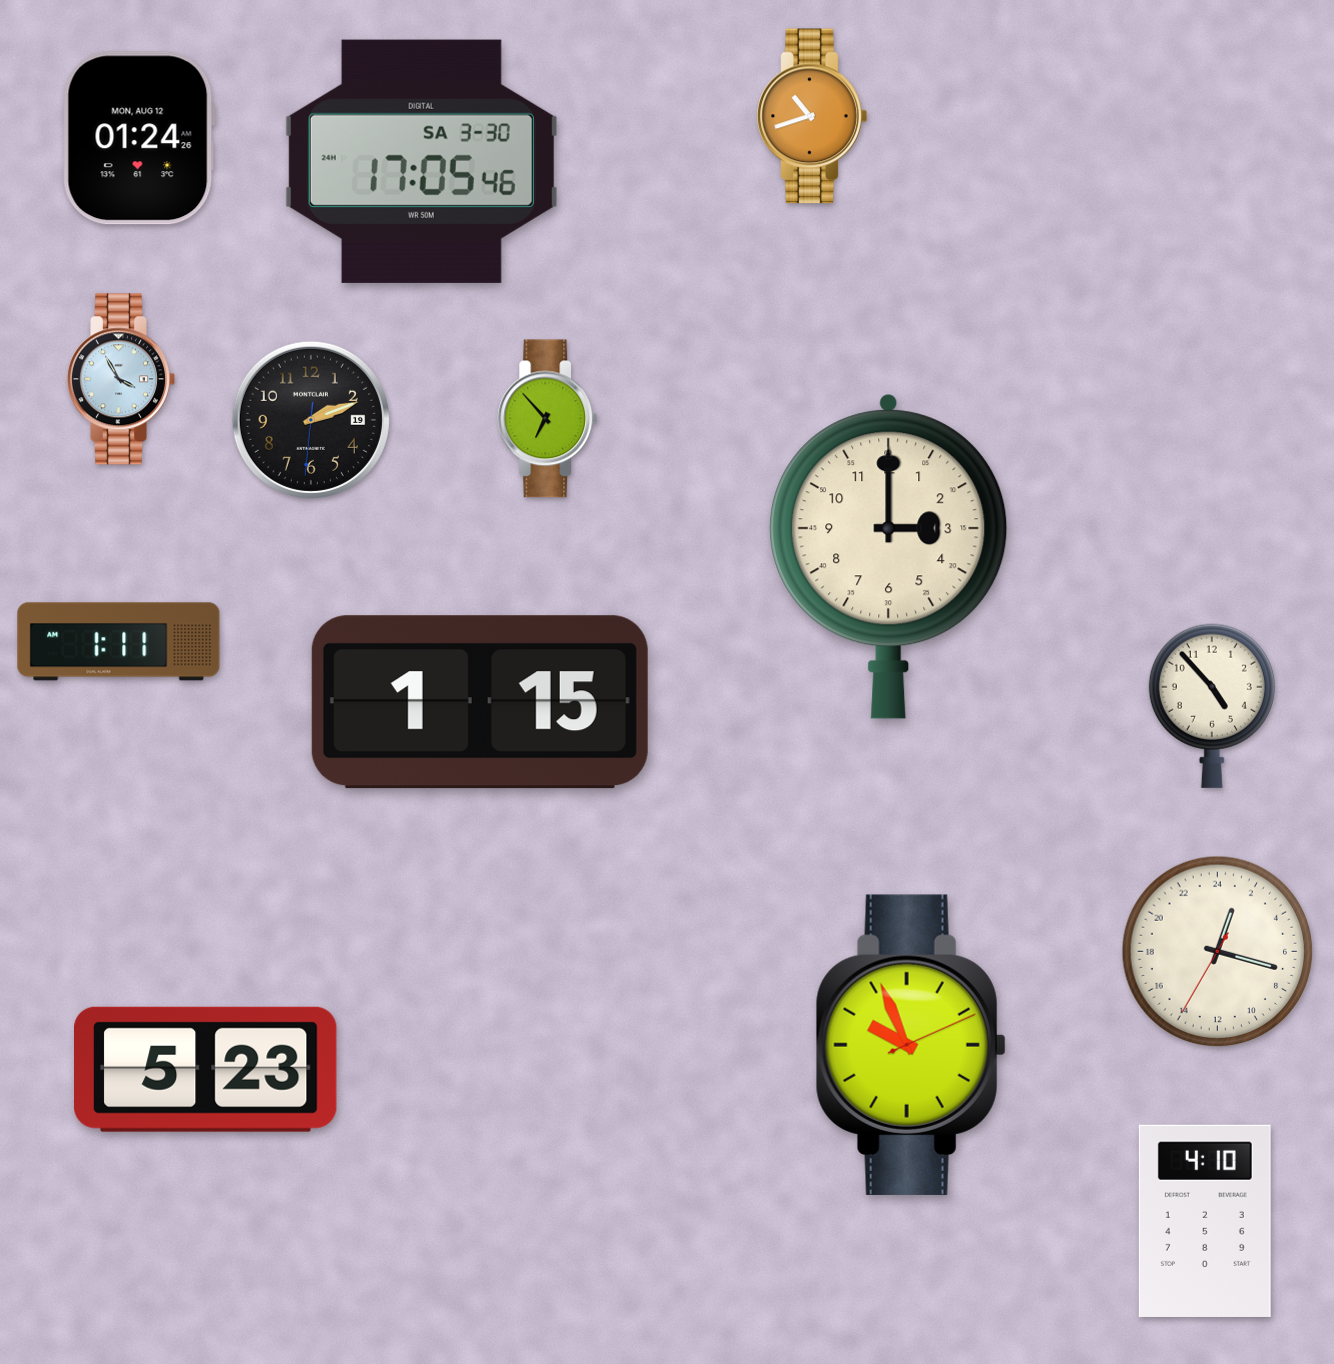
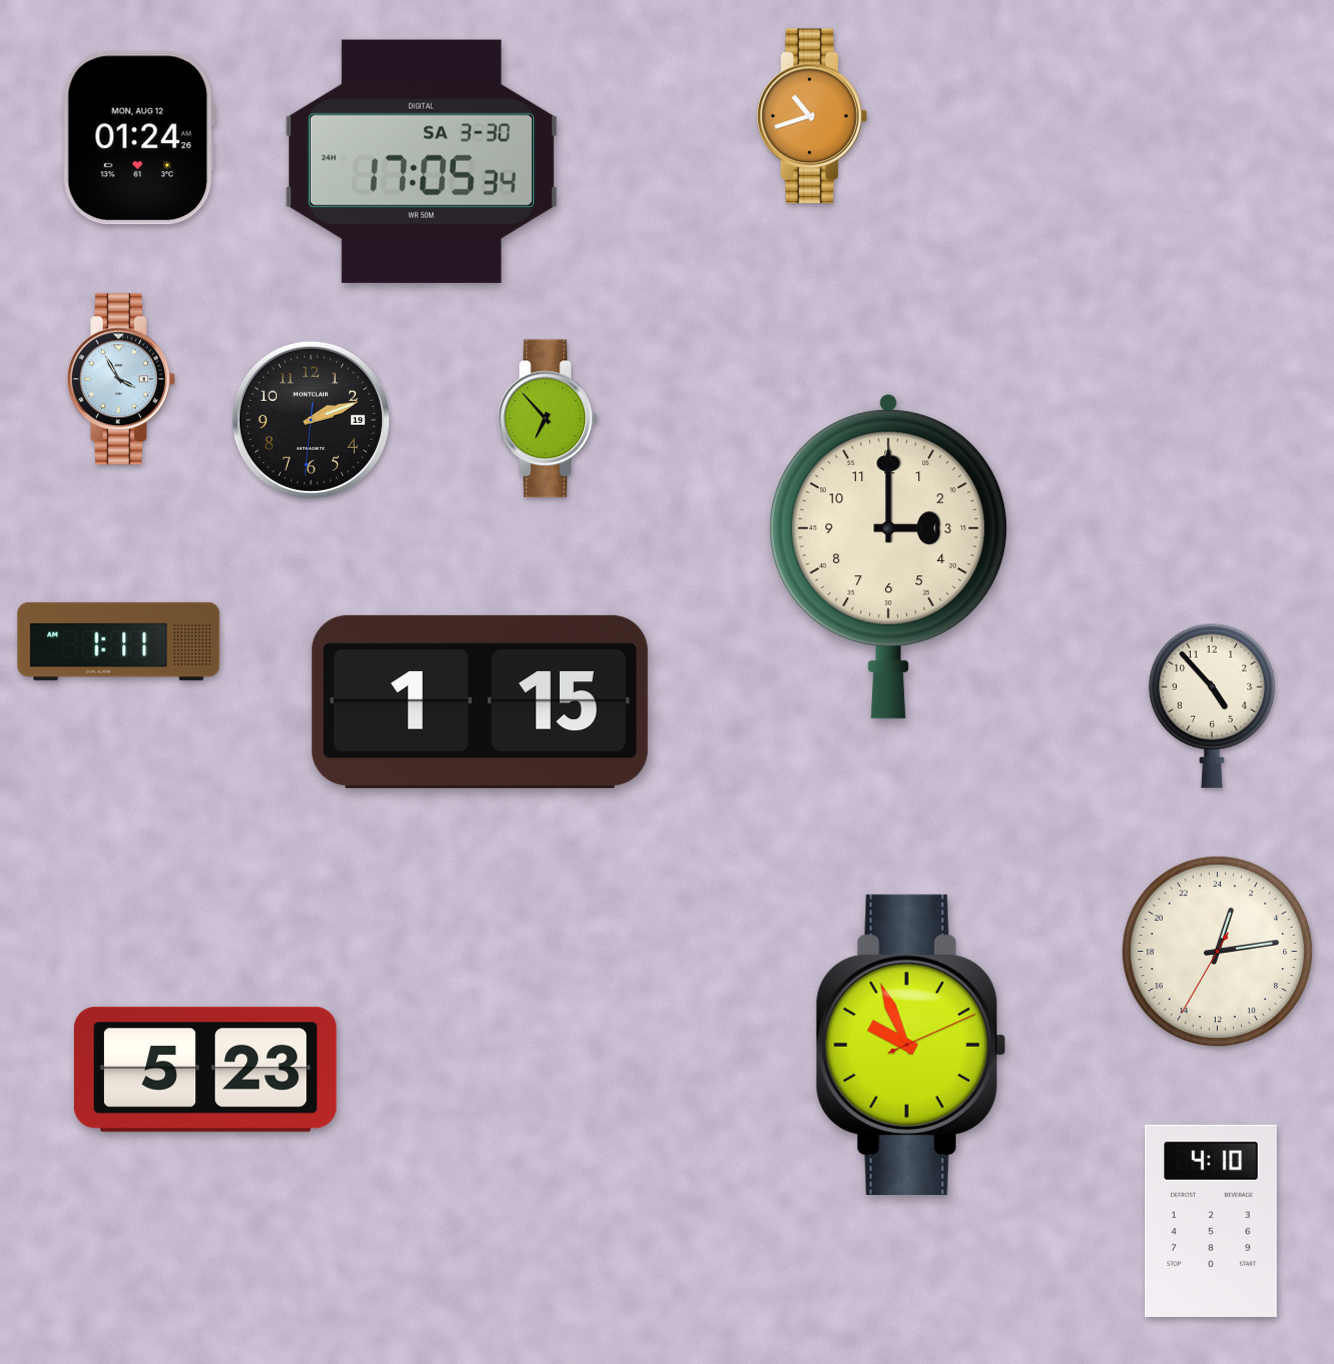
clock at (421, 161): 17:05:46 -> 17:05:34
clock at (1218, 952): 1:17 -> 1:13
clock at (1205, 1221) position: (1205, 1221) -> (1211, 1221)
